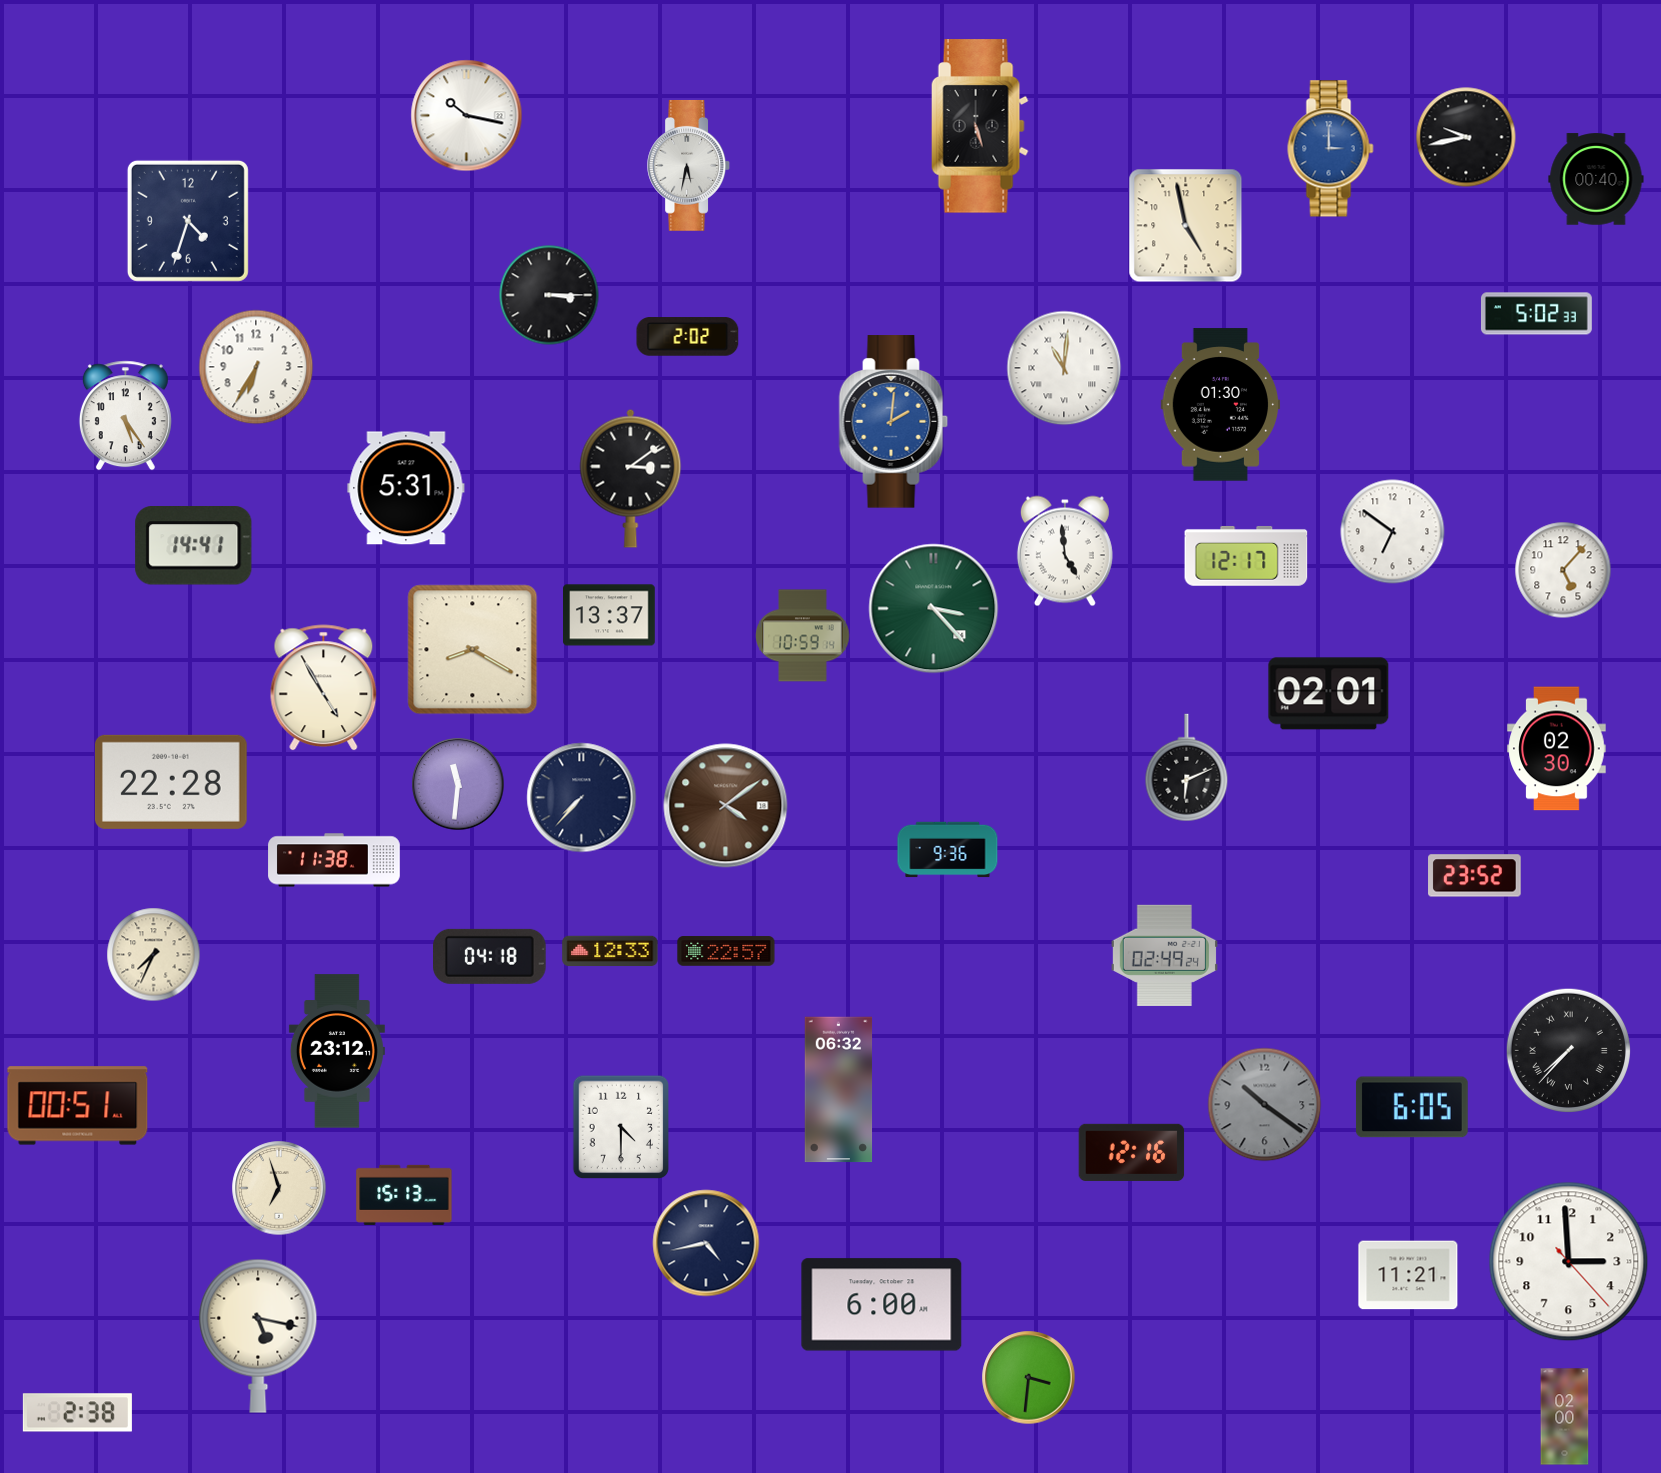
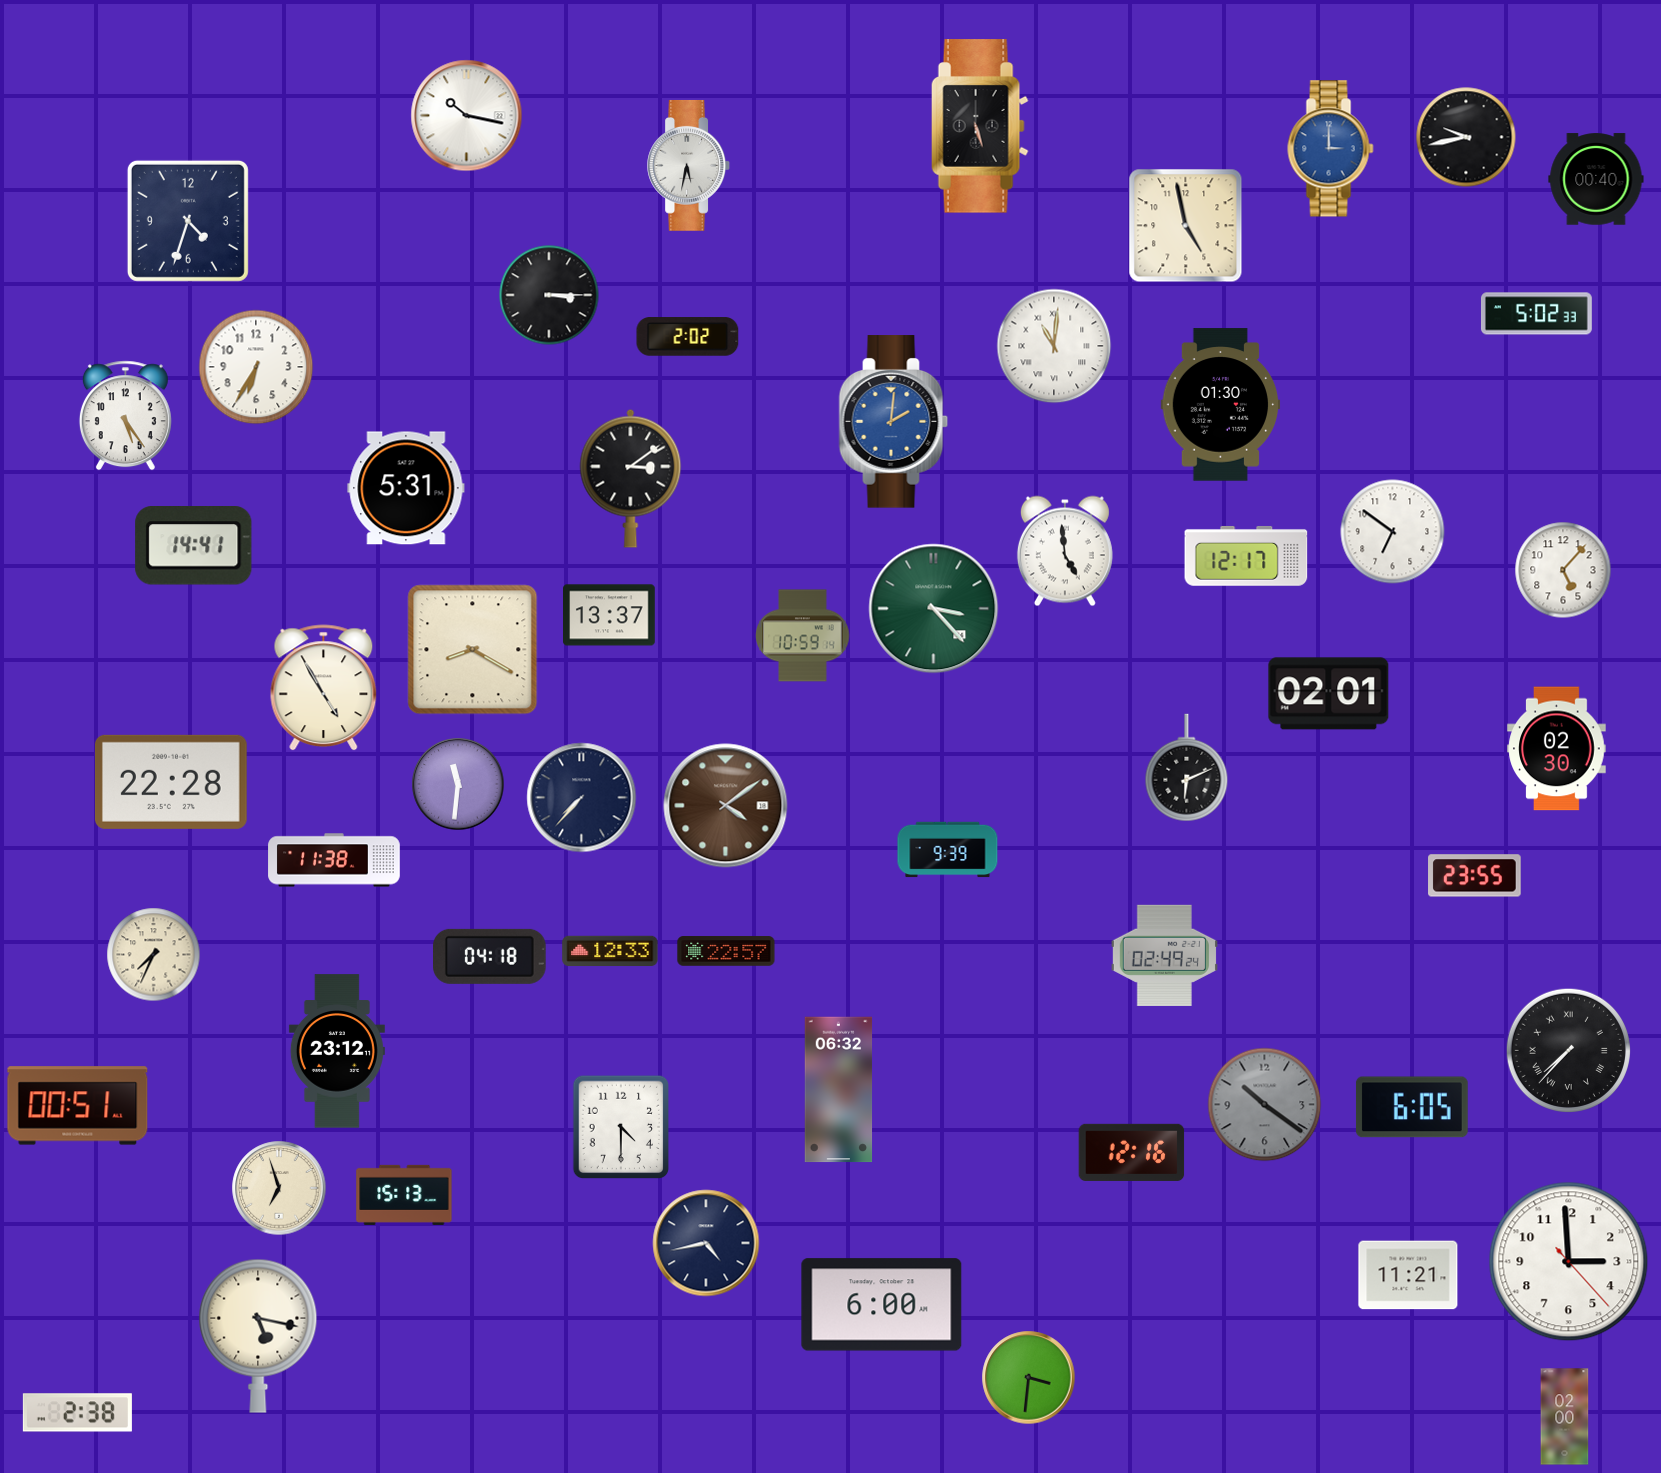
clock at (1064, 368) position: (1064, 368) -> (1054, 346)
clock at (948, 850): 9:36 -> 9:39
clock at (1475, 876): 23:52 -> 23:55
